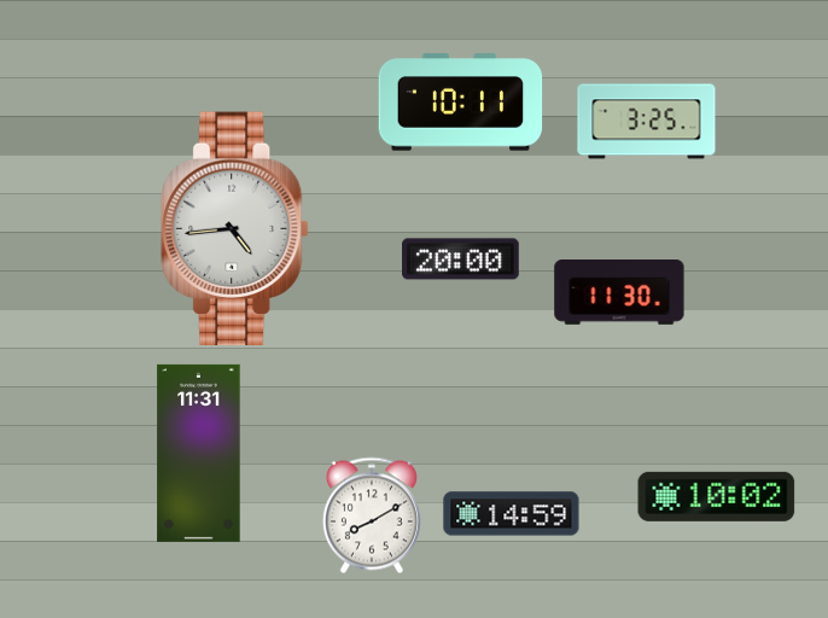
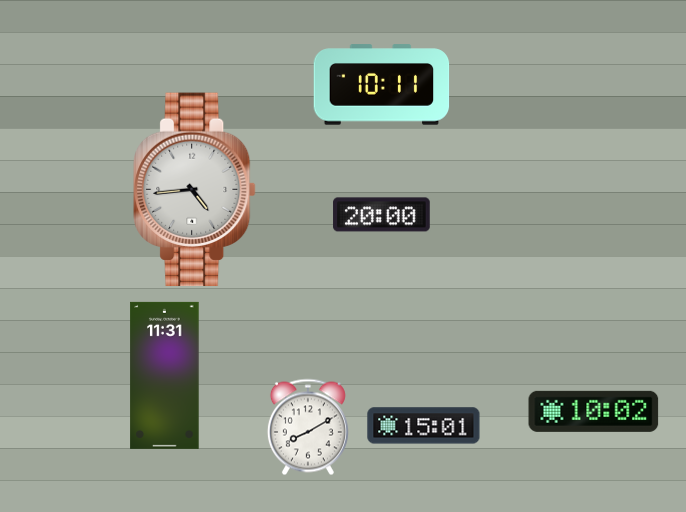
clock at (647, 122): 3:25 -> none
clock at (619, 293): 11:30 -> none
clock at (512, 514): 14:59 -> 15:01
